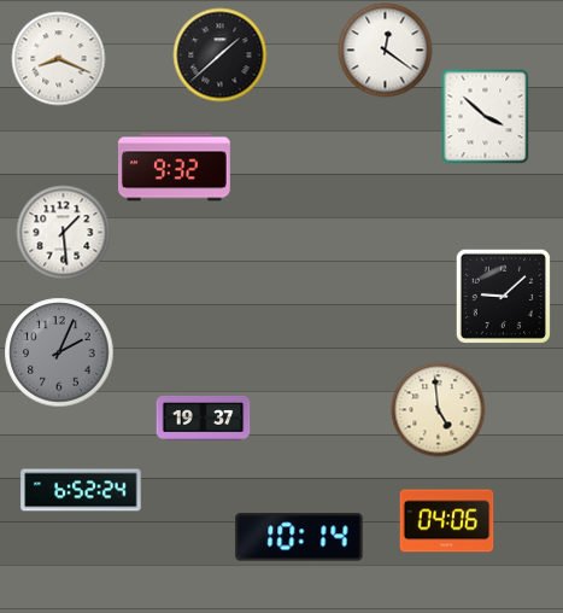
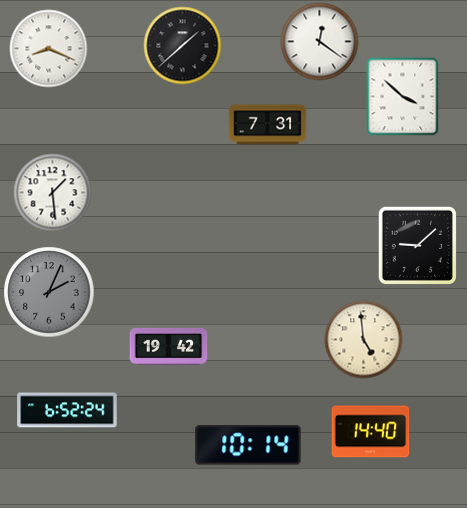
clock at (267, 125): none -> 7:31
clock at (174, 168): 9:32 -> none
clock at (203, 418): 19:37 -> 19:42
clock at (81, 490) position: (81, 490) -> (67, 410)
clock at (446, 521): 04:06 -> 14:40
